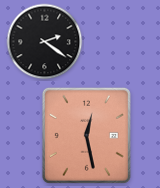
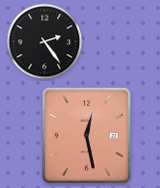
clock at (45, 42): 2:21 -> 2:24
